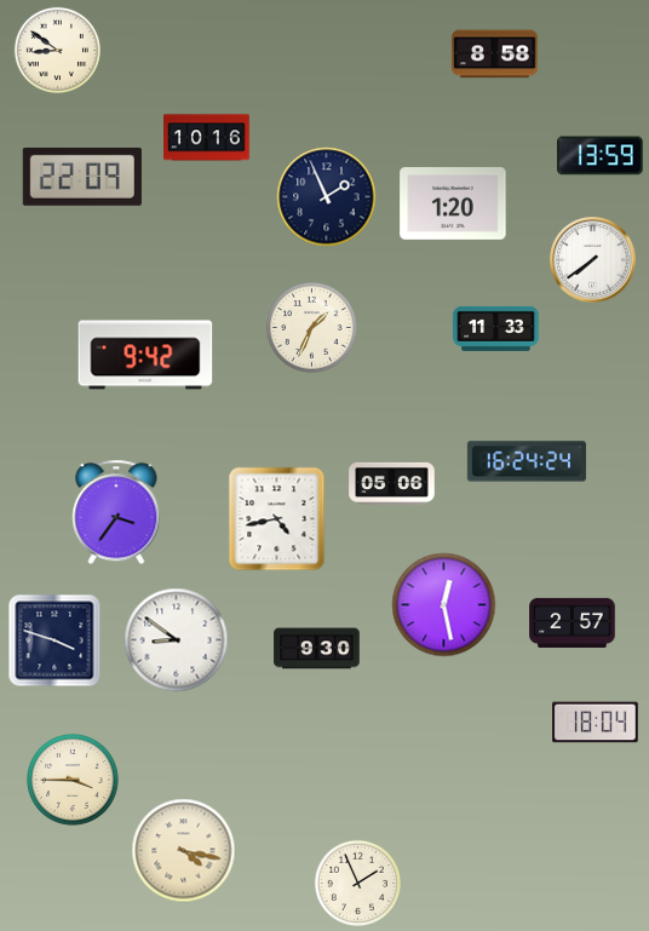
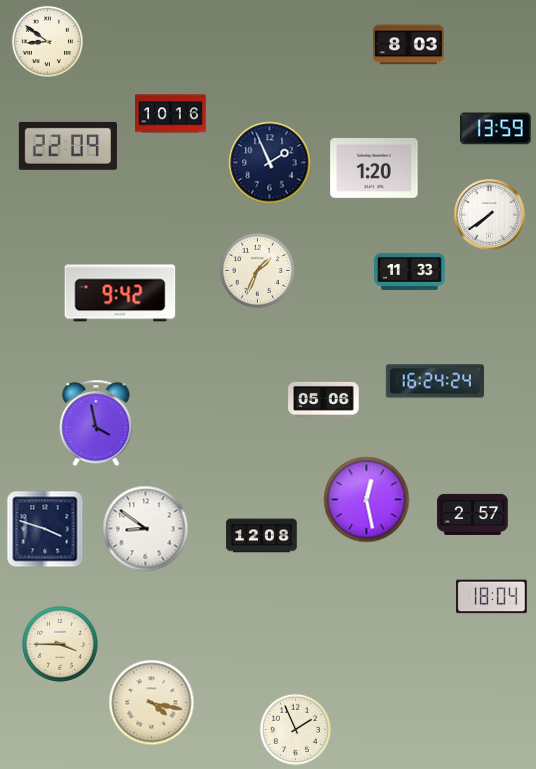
clock at (495, 54): 8:58 -> 8:03
clock at (116, 512): 3:36 -> 3:58
clock at (277, 519): 4:43 -> none
clock at (317, 649): 9:30 -> 12:08
